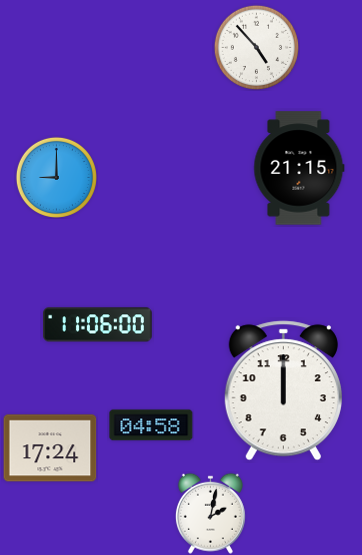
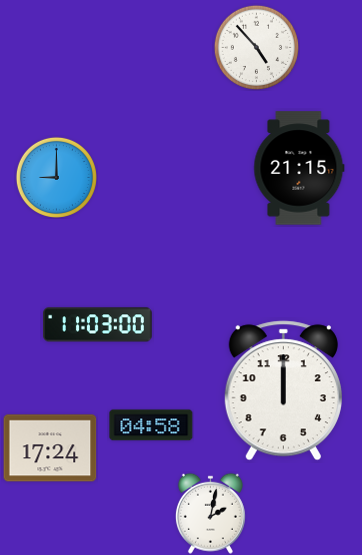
clock at (98, 325): 11:06 -> 11:03
